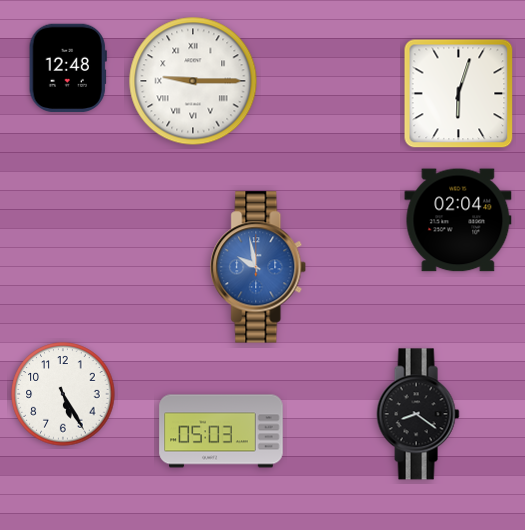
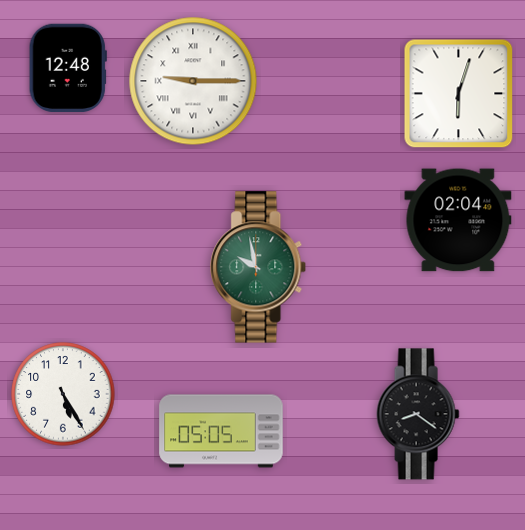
clock at (259, 267) dial: blue -> green
clock at (221, 431): 05:03 -> 05:05
